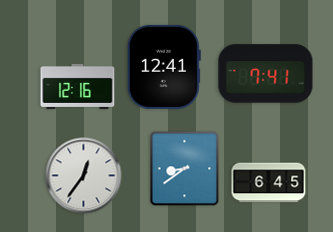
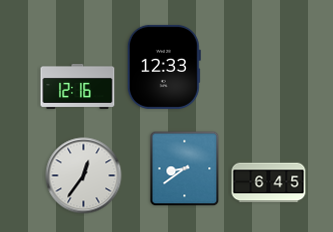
clock at (164, 67): 12:41 -> 12:33
clock at (266, 74): 7:41 -> none
